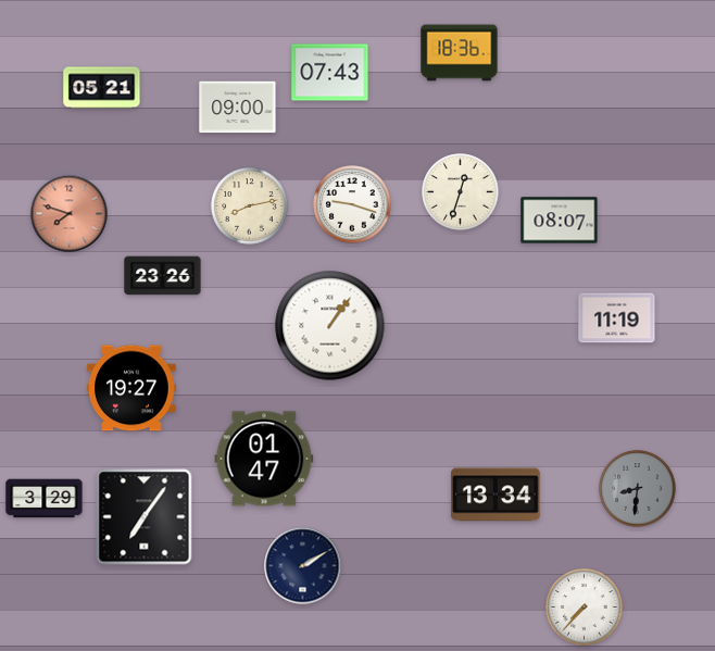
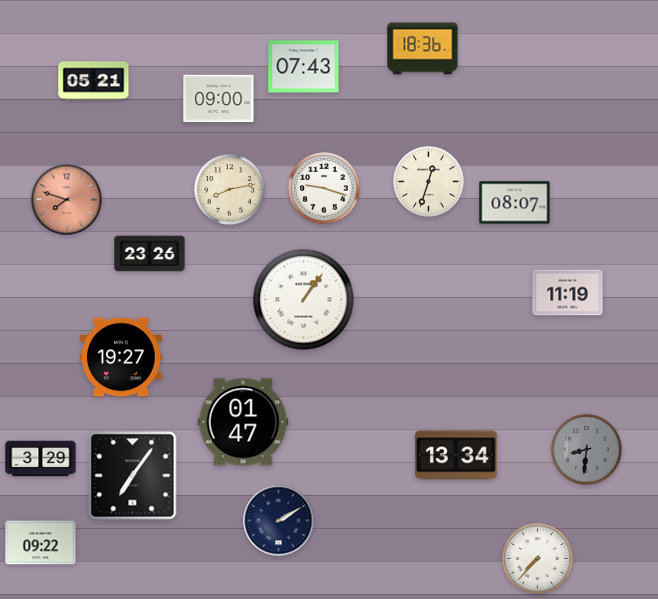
clock at (461, 192) position: (461, 192) -> (429, 182)
clock at (70, 214) position: (70, 214) -> (67, 200)
clock at (41, 543): none -> 09:22
